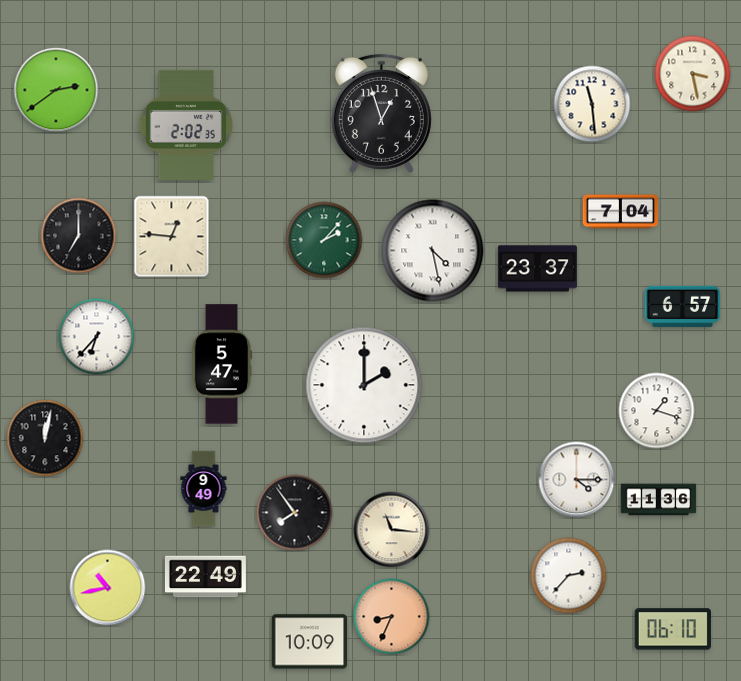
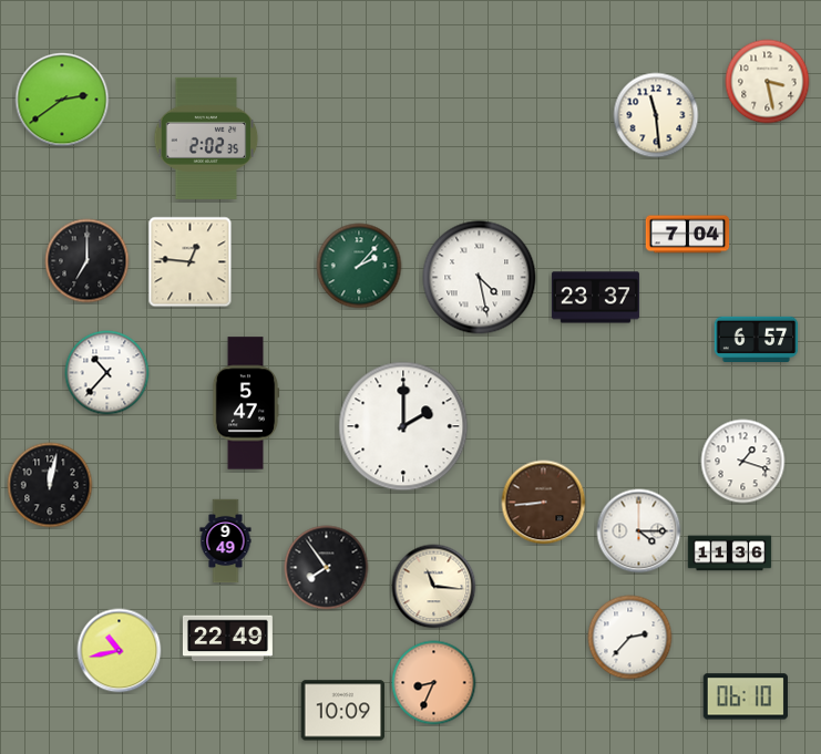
clock at (381, 113): 12:57 -> none
clock at (97, 337): 6:37 -> 10:37
clock at (657, 411) position: (657, 411) -> (743, 462)
clock at (544, 503): none -> 8:44
